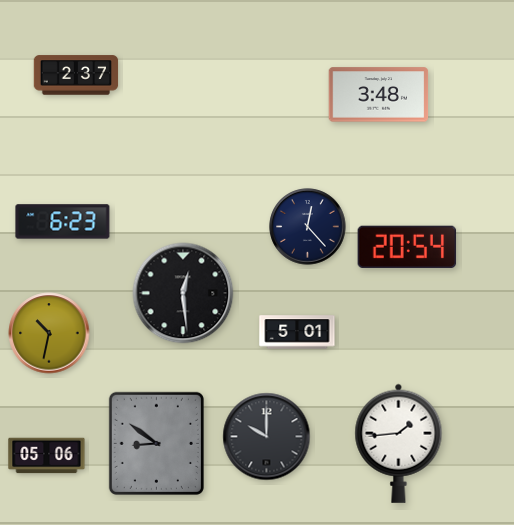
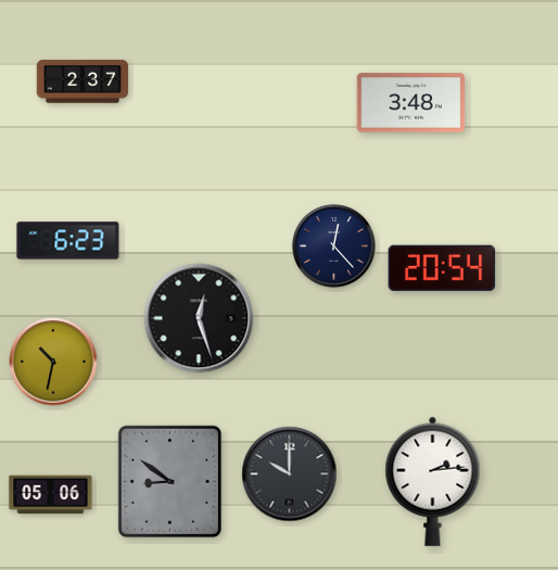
clock at (183, 293): 12:29 -> 12:27
clock at (297, 332): 5:01 -> none
clock at (399, 443): 1:44 -> 2:14
